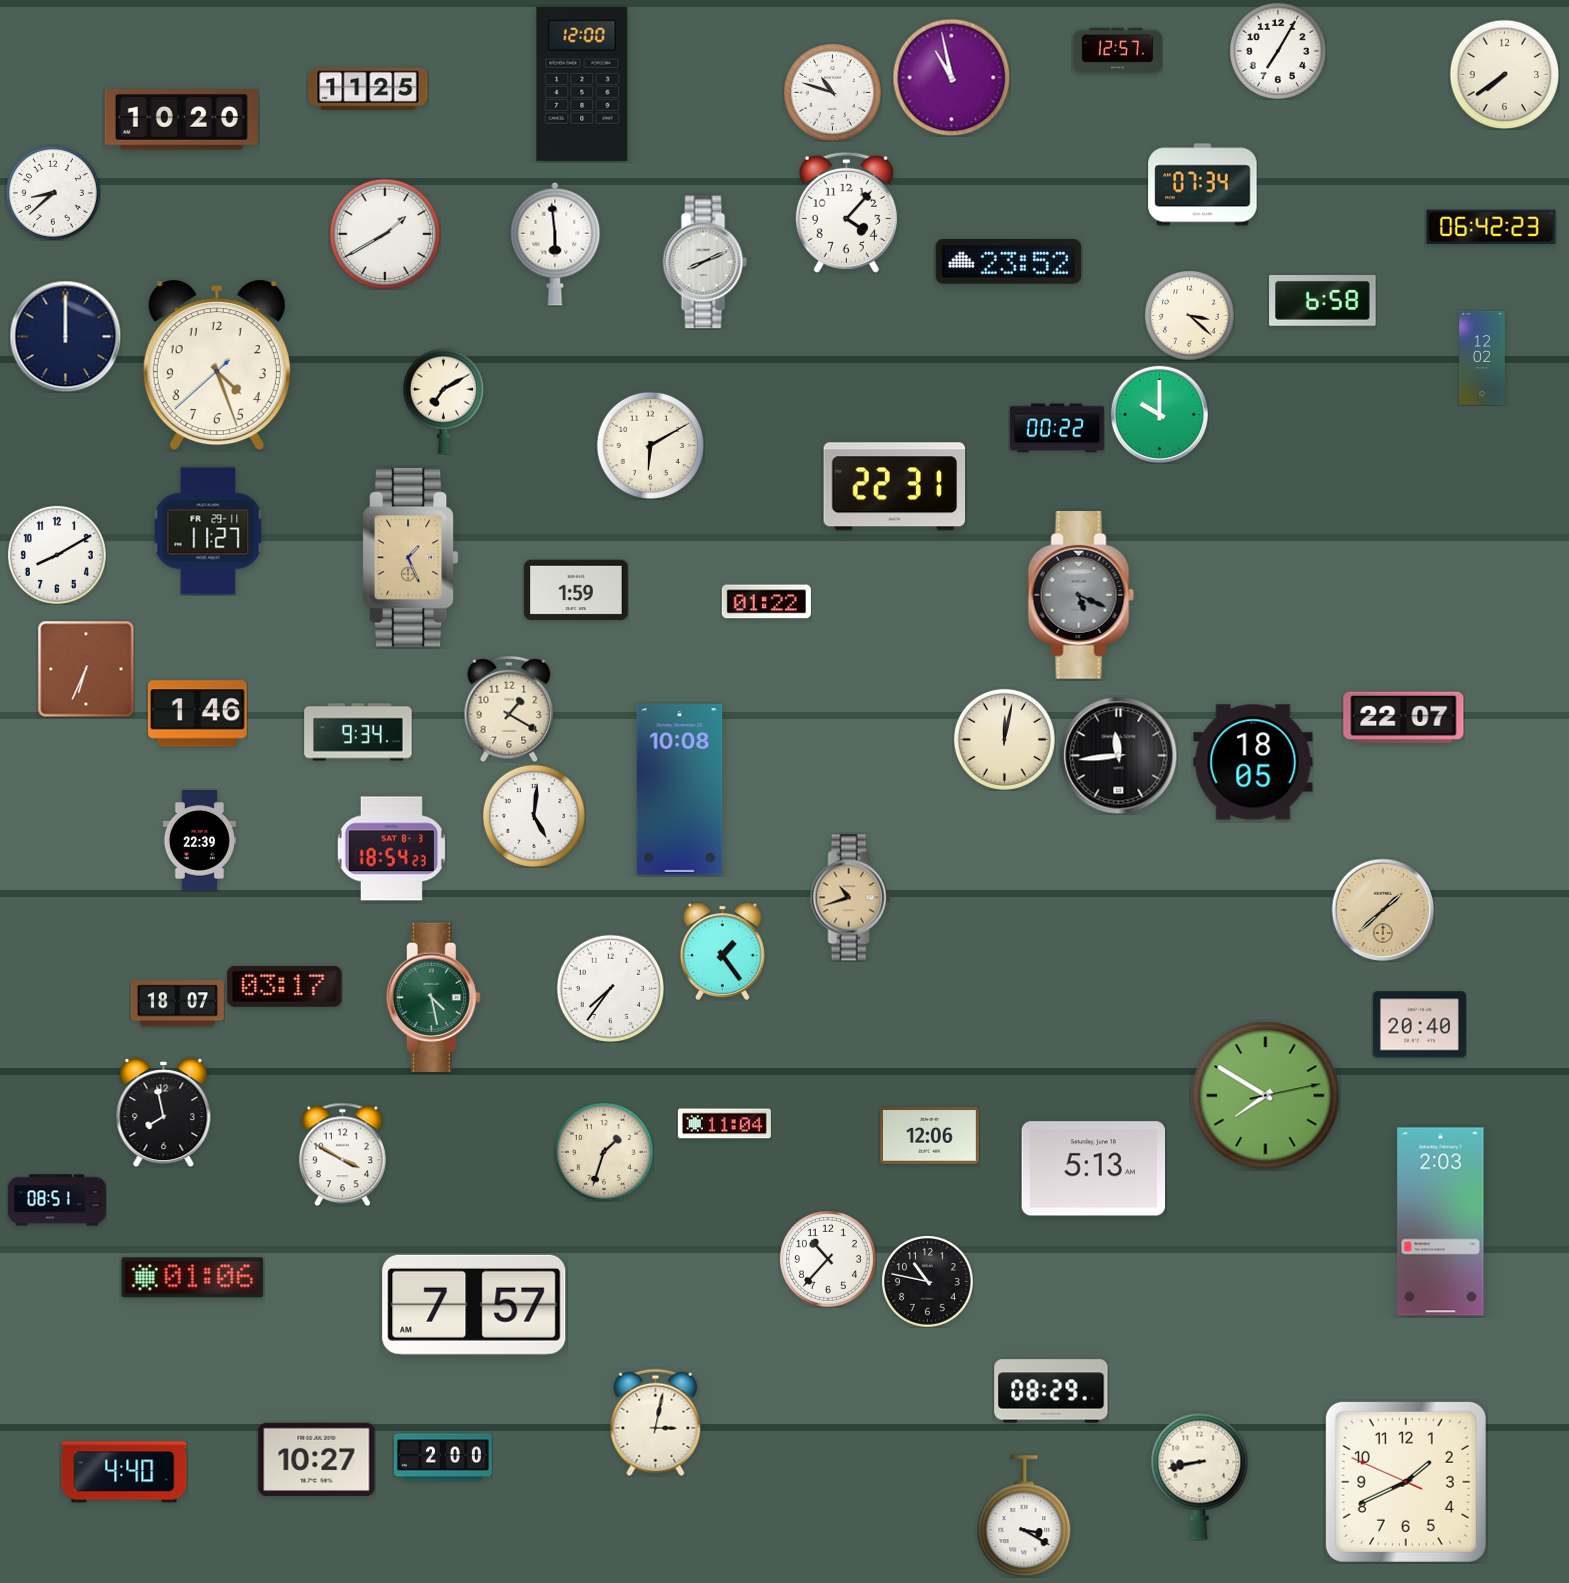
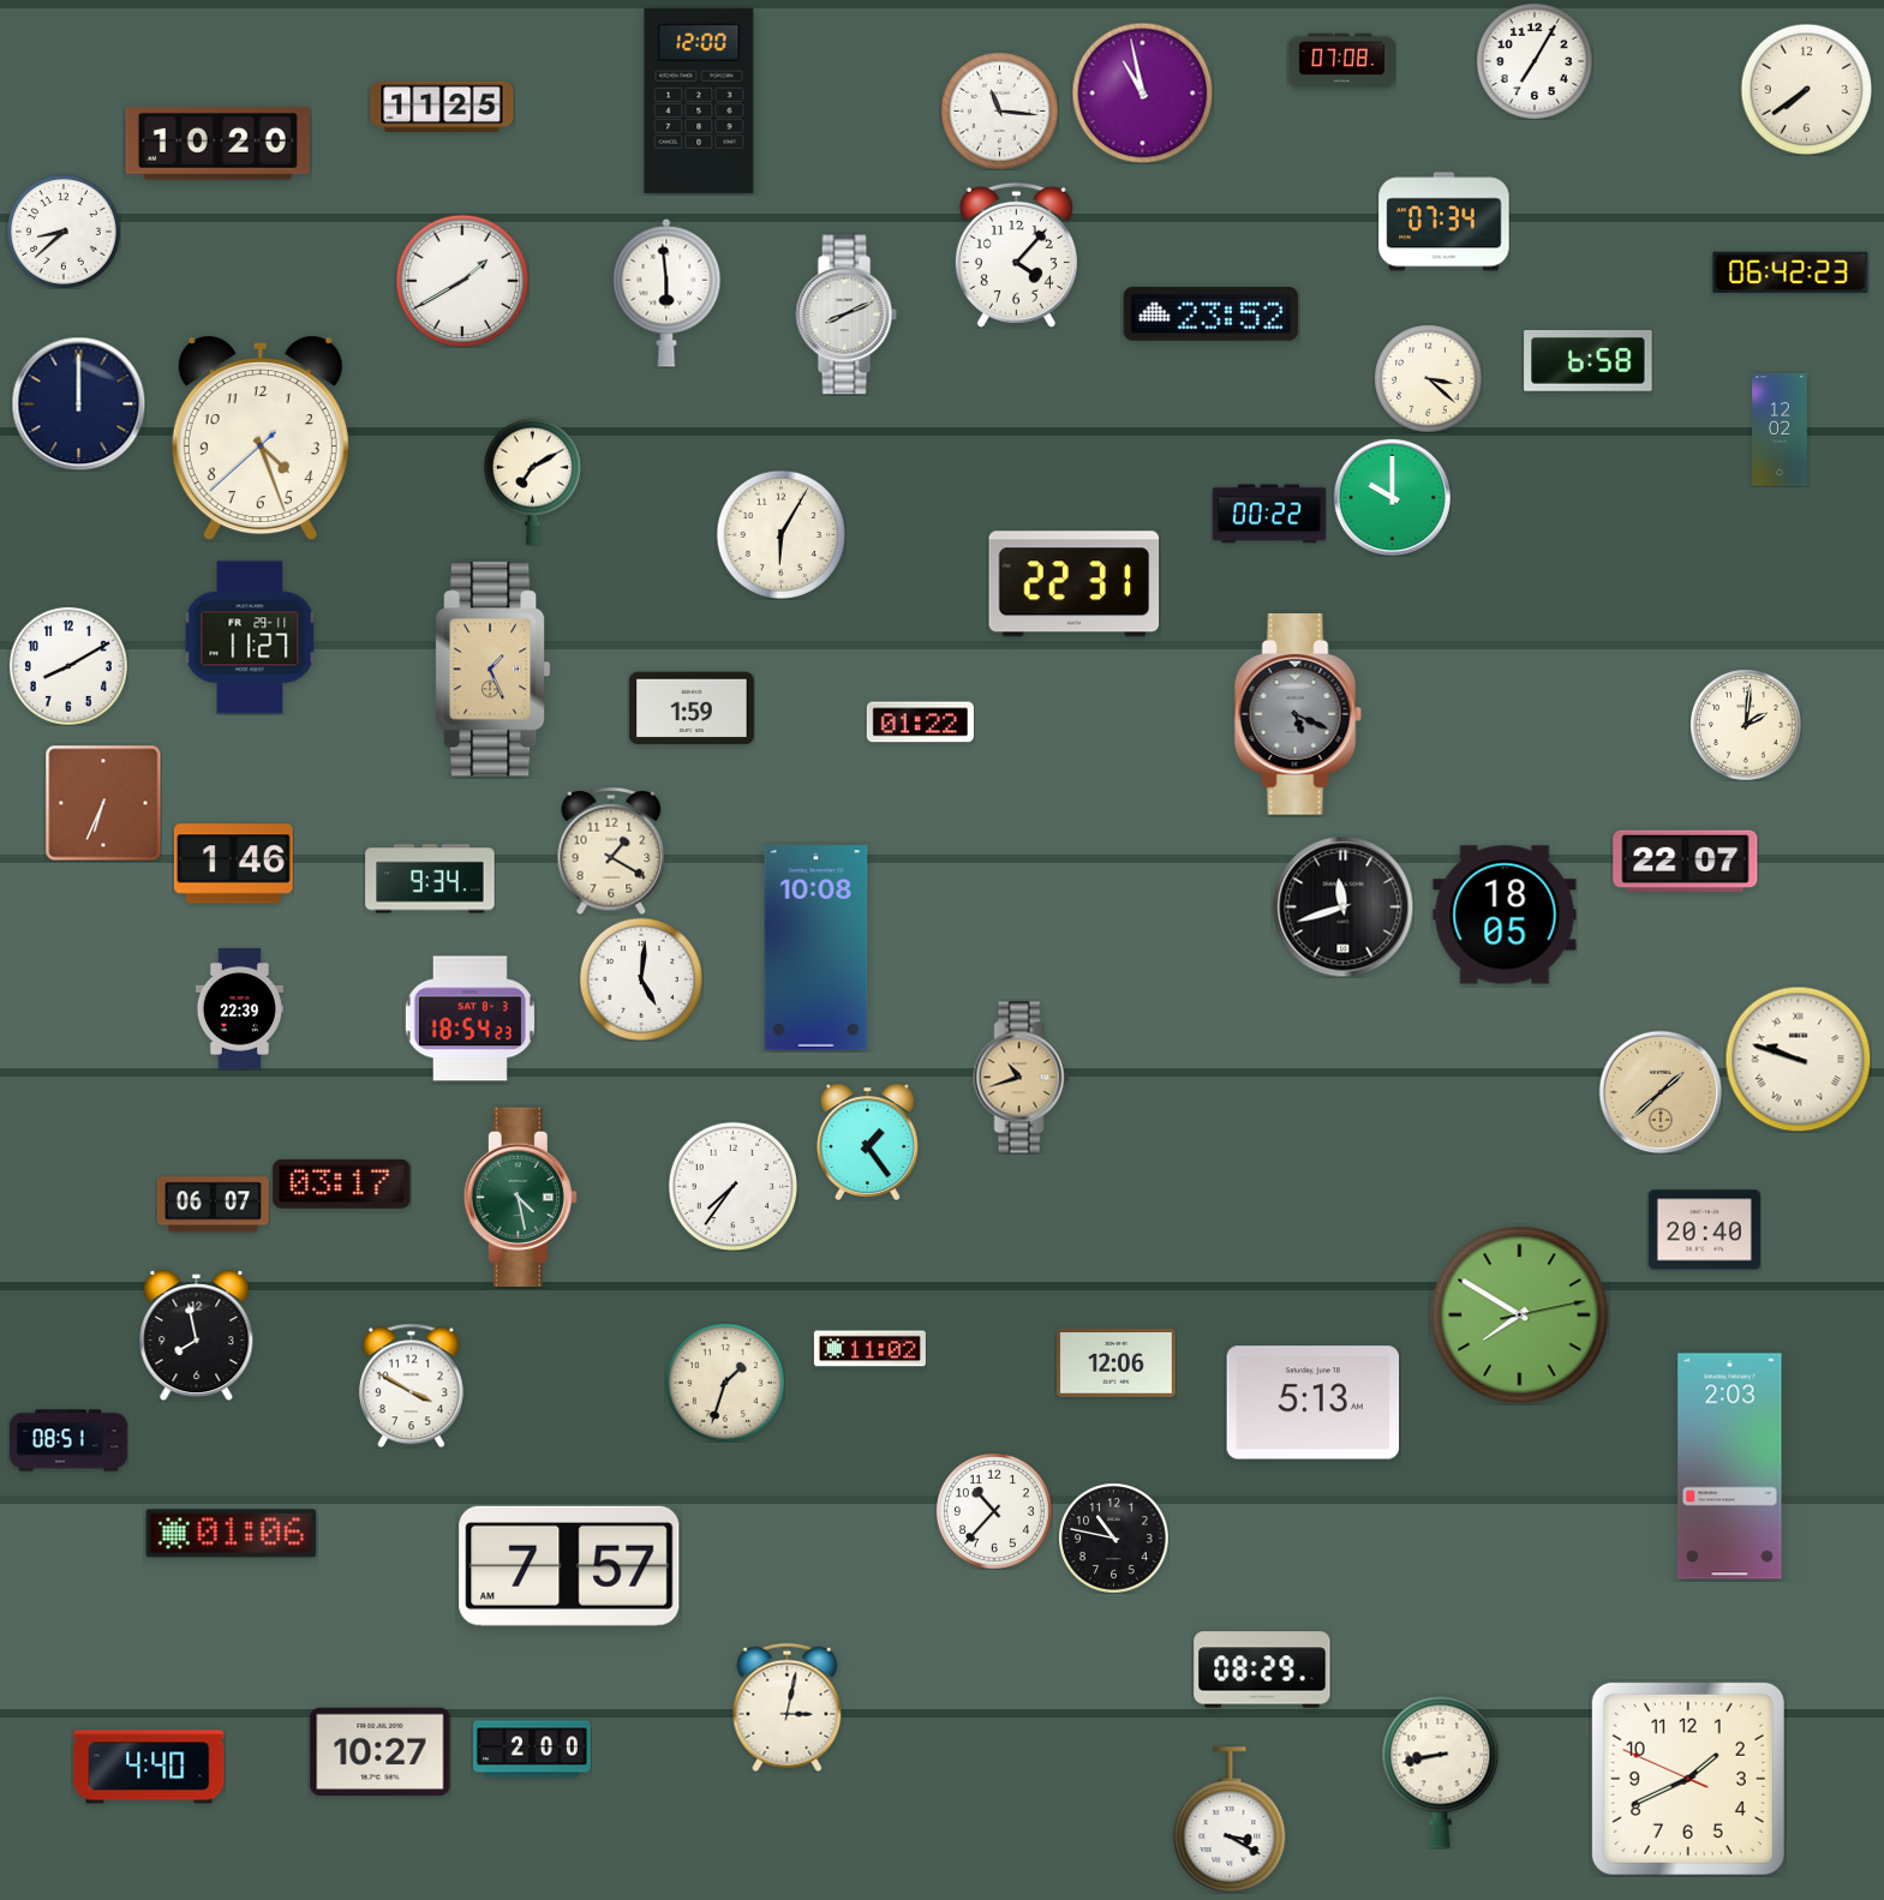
clock at (1117, 51): 12:57 -> 07:08
clock at (832, 92): 10:48 -> 11:16
clock at (650, 445): 6:10 -> 6:05
clock at (1746, 725): none -> 2:01
clock at (197, 714) position: (197, 714) -> (233, 864)
clock at (1004, 739): 12:02 -> none
clock at (1118, 755): 11:44 -> 11:42
clock at (1798, 1059): none -> 9:48
clock at (177, 1004): 18:07 -> 06:07
clock at (724, 1124): 11:04 -> 11:02
